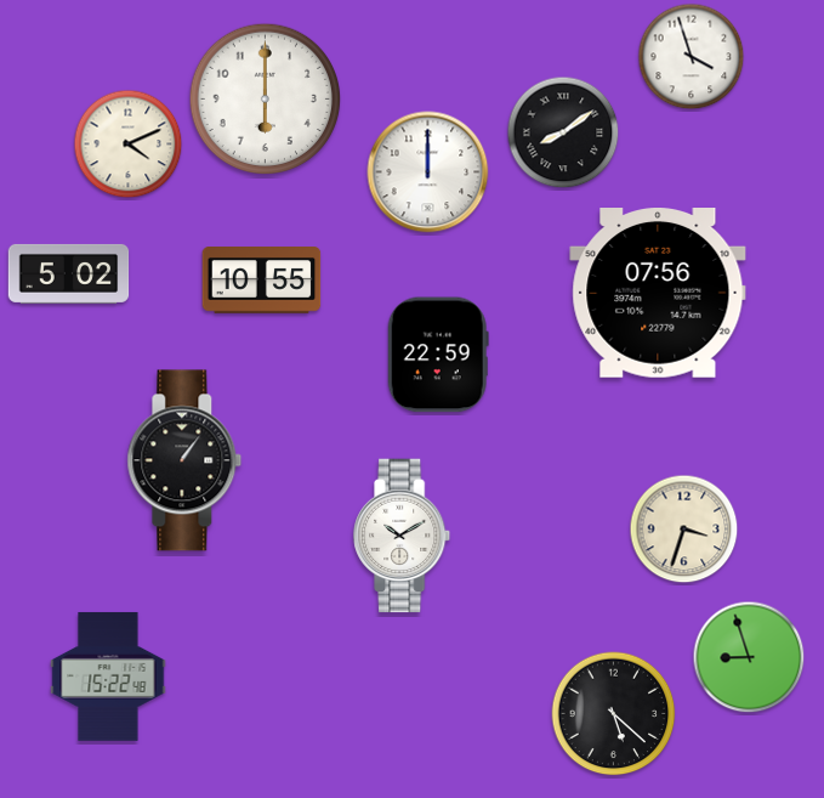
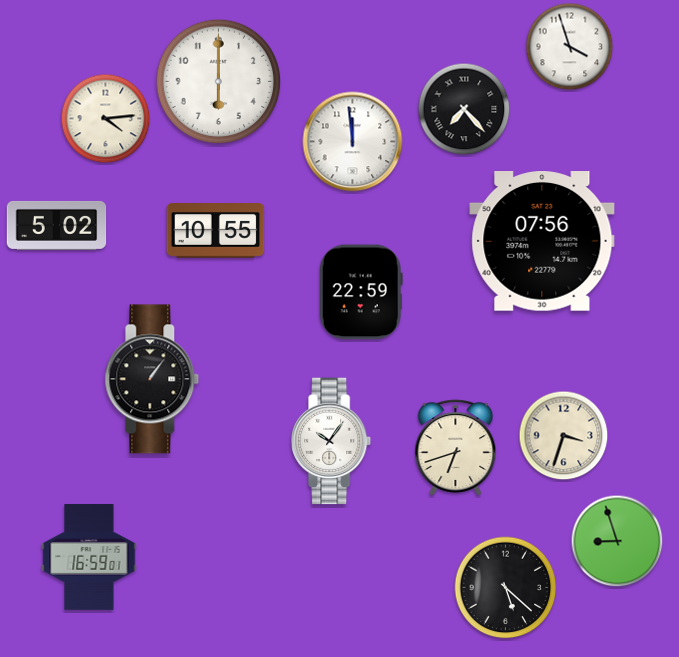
clock at (563, 132): 8:09 -> 7:23
clock at (129, 145): 4:11 -> 4:14
clock at (428, 172): 12:00 -> 11:59
clock at (403, 536): 10:10 -> 10:06
clock at (456, 448): none -> 6:42
clock at (108, 677): 15:22 -> 16:59
